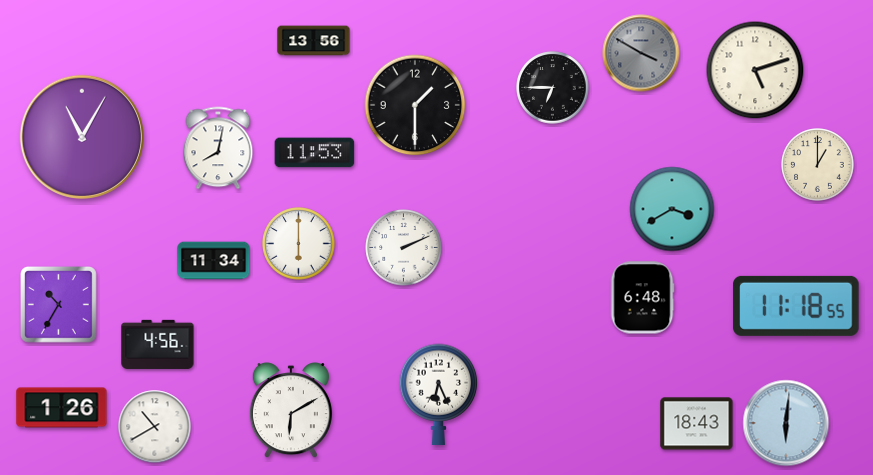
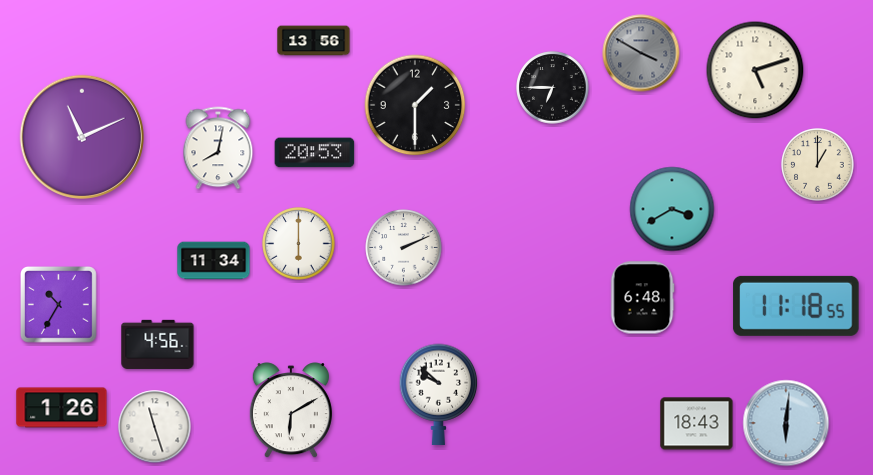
clock at (82, 137): 11:05 -> 11:11
clock at (315, 153): 11:53 -> 20:53
clock at (439, 394): 6:26 -> 9:52
clock at (155, 427): 10:40 -> 11:27
